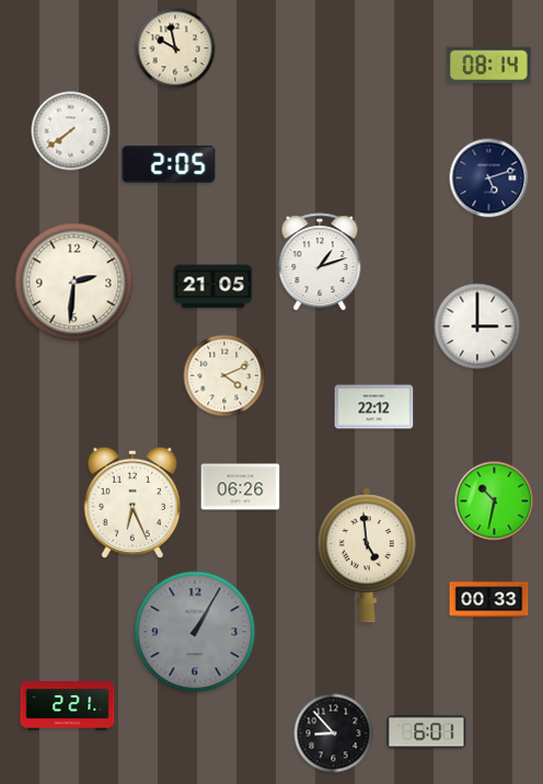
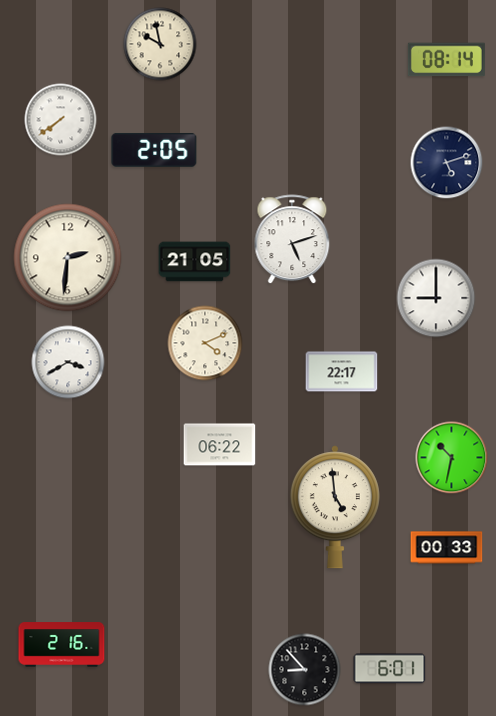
clock at (71, 131) position: (71, 131) -> (61, 120)
clock at (320, 263): 1:12 -> 5:12
clock at (477, 326): 3:00 -> 9:00
clock at (68, 362): none -> 3:40
clock at (374, 407): 22:12 -> 22:17
clock at (241, 487): 06:26 -> 06:22
clock at (131, 501): 6:26 -> none
clock at (195, 632): 1:05 -> none
clock at (68, 706): 2:21 -> 2:16
